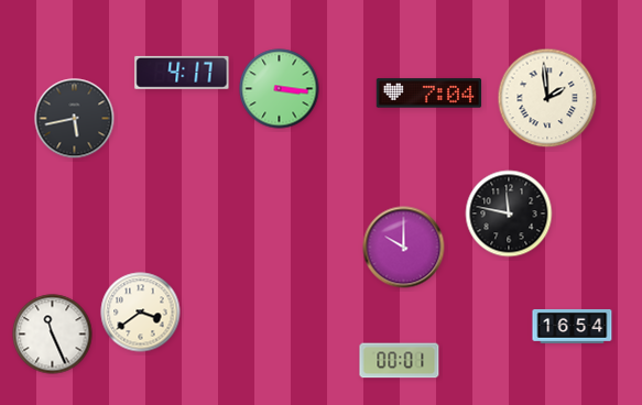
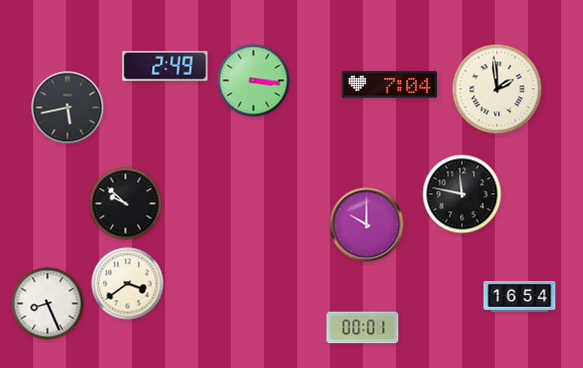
clock at (182, 73): 4:17 -> 2:49
clock at (126, 204): none -> 9:52
clock at (53, 335): 11:26 -> 8:26
